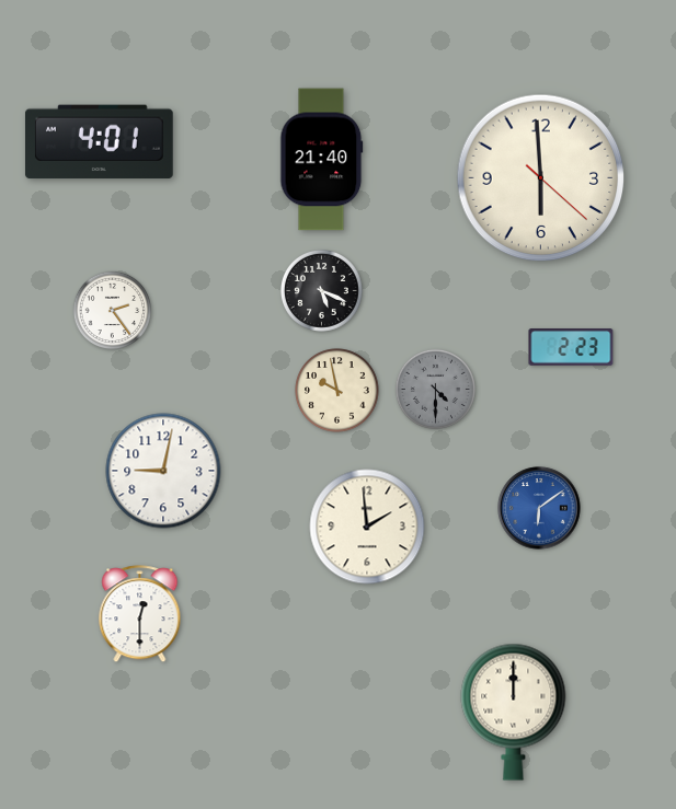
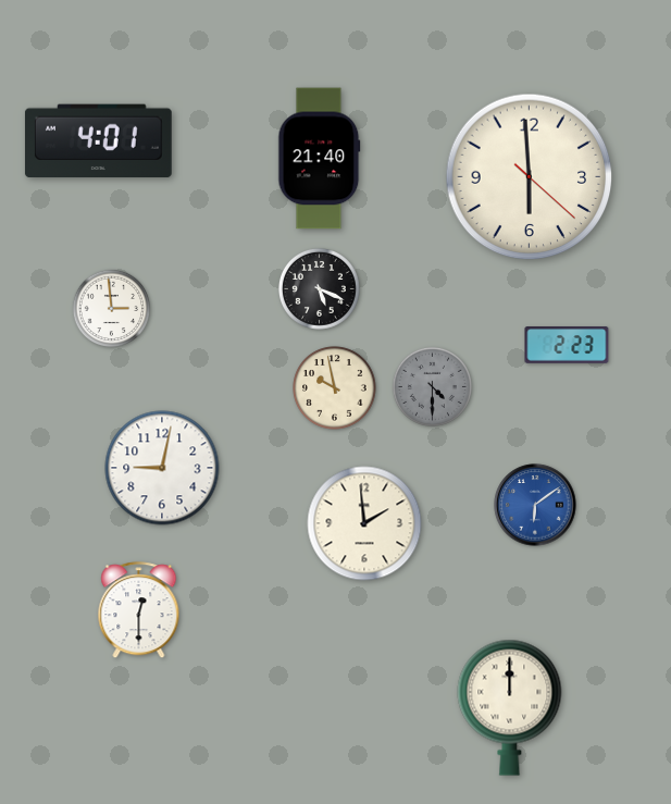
clock at (541, 178) position: (541, 178) -> (530, 177)
clock at (113, 311): 2:24 -> 2:59
